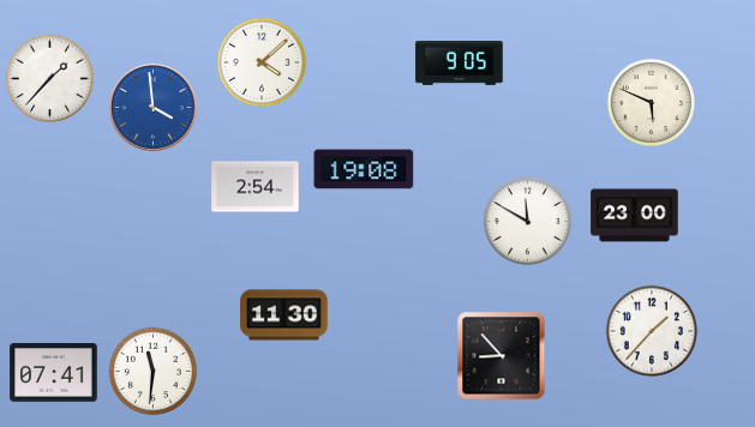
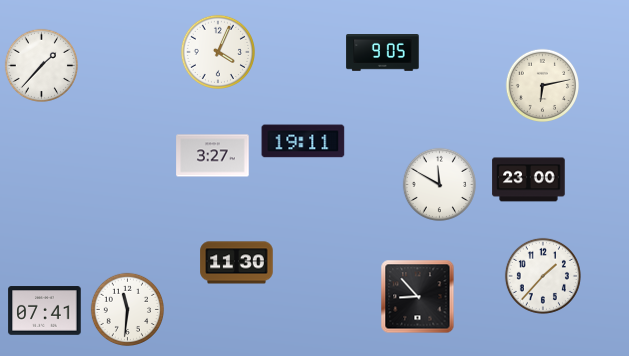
clock at (260, 61): 4:08 -> 4:04
clock at (651, 102): 5:49 -> 6:13
clock at (154, 108): 3:59 -> none
clock at (364, 169): 19:08 -> 19:11
clock at (256, 187): 2:54 -> 3:27
